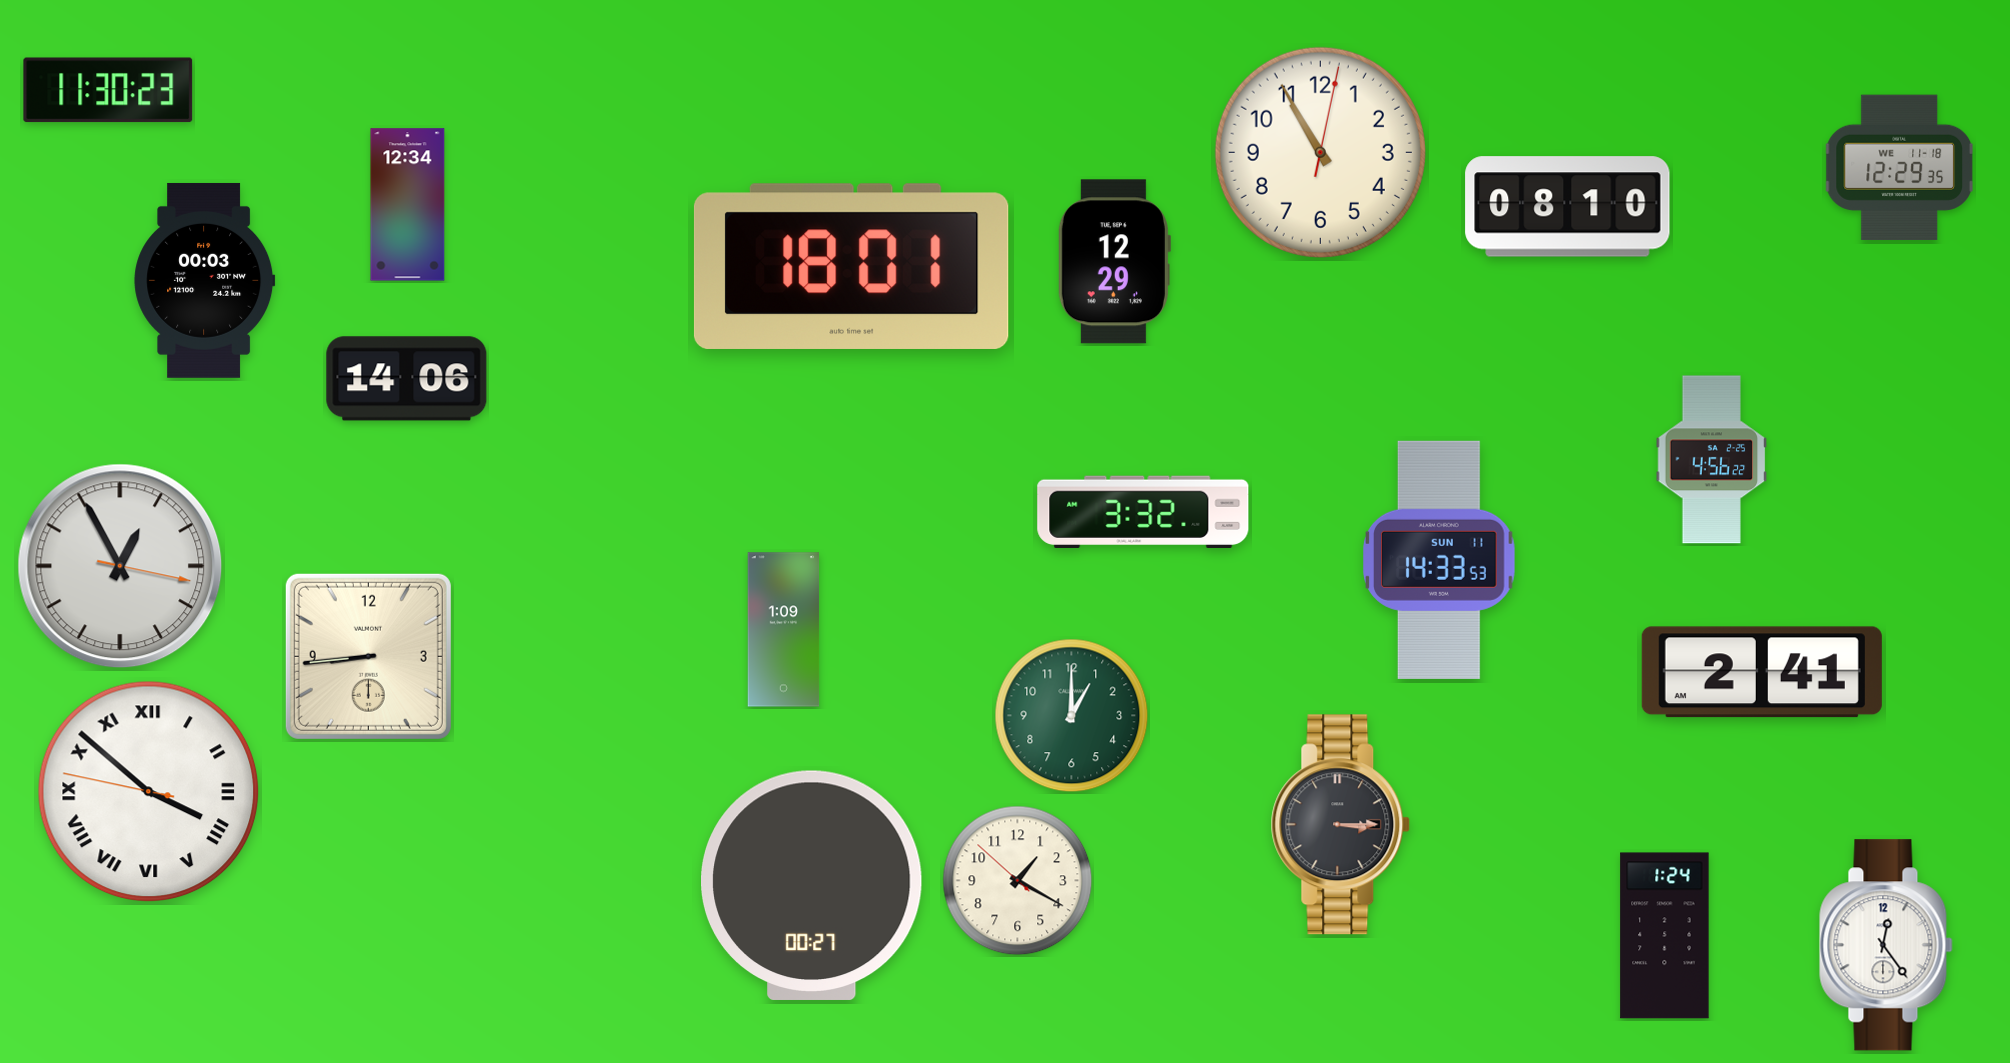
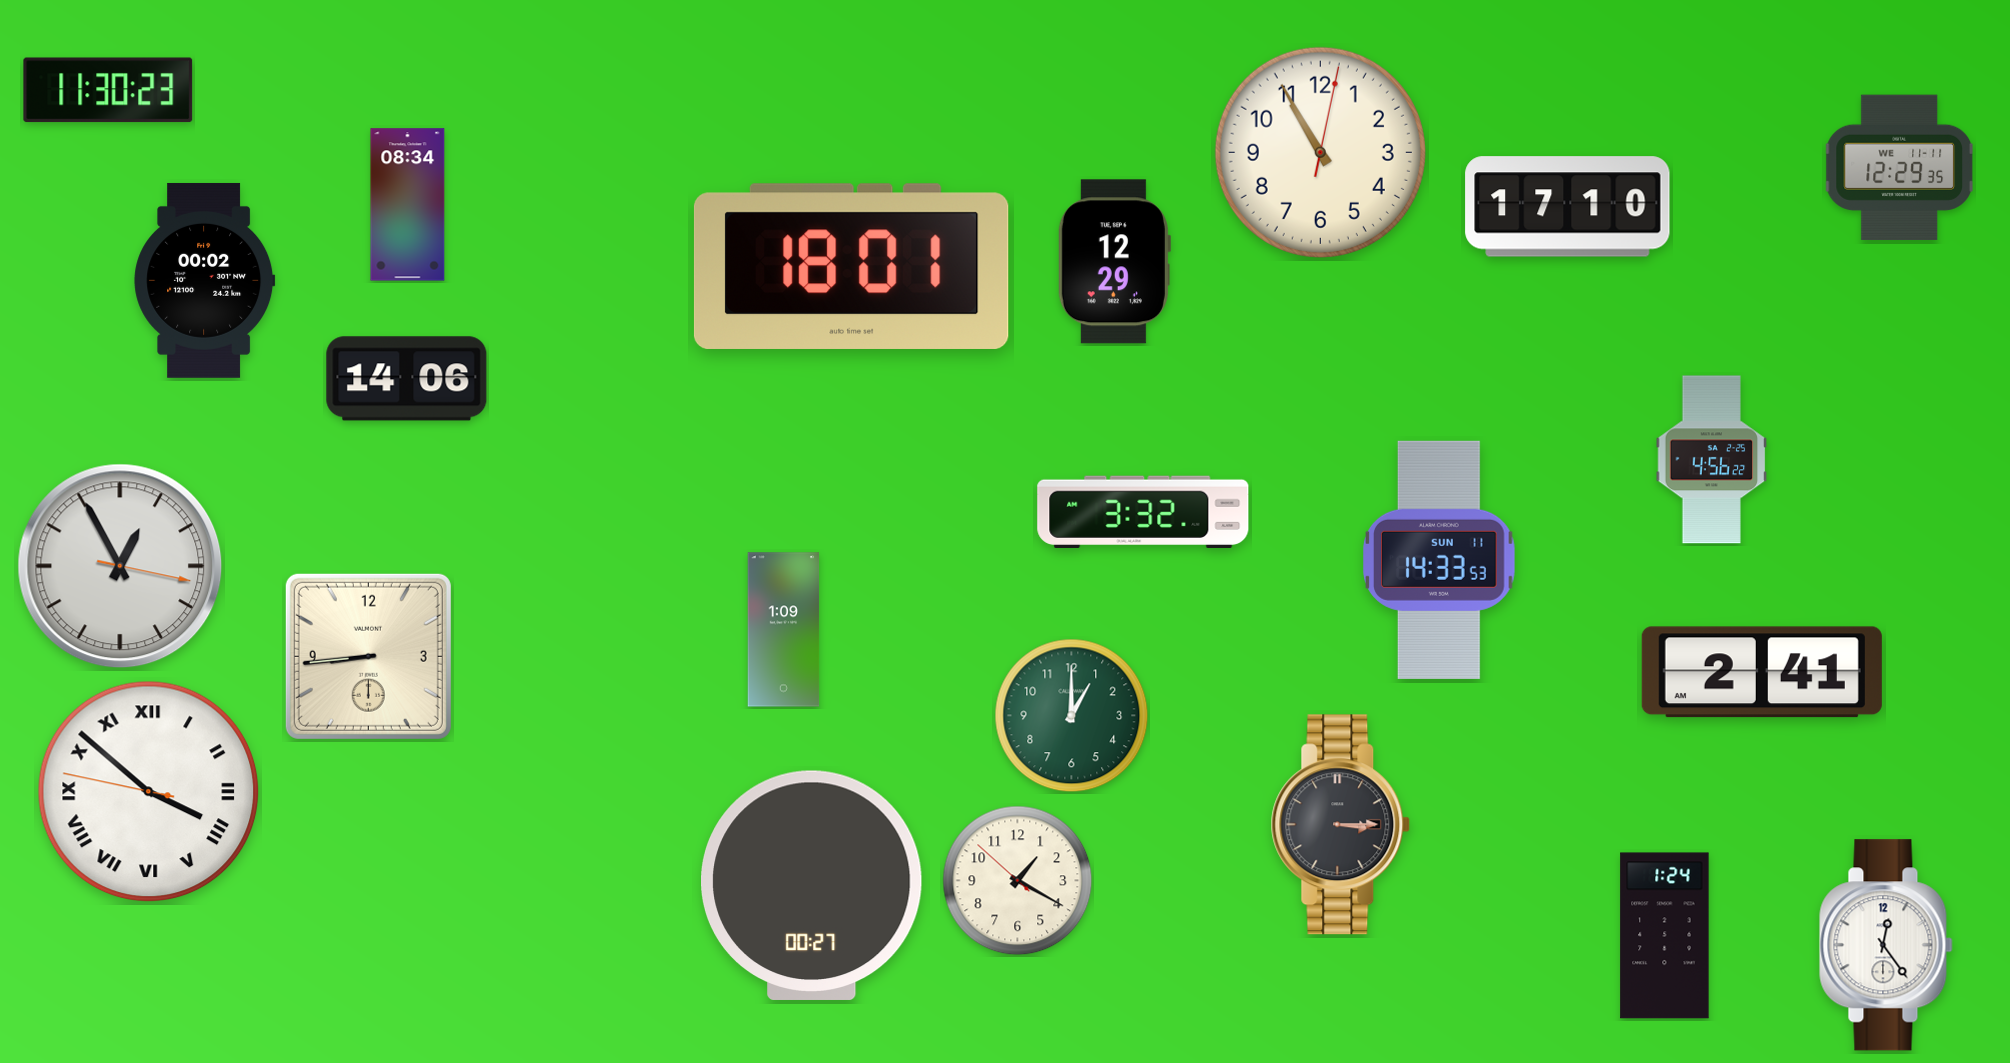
clock at (1899, 167) date: WE 11-18 -> WE 11-11
clock at (408, 205): 12:34 -> 08:34
clock at (1568, 207): 08:10 -> 17:10
clock at (205, 280): 00:03 -> 00:02
